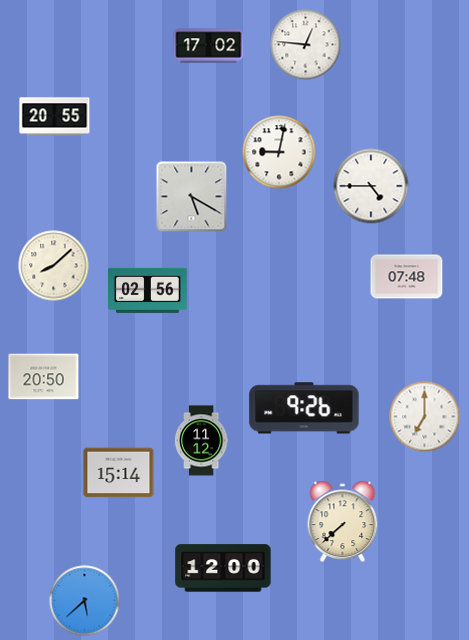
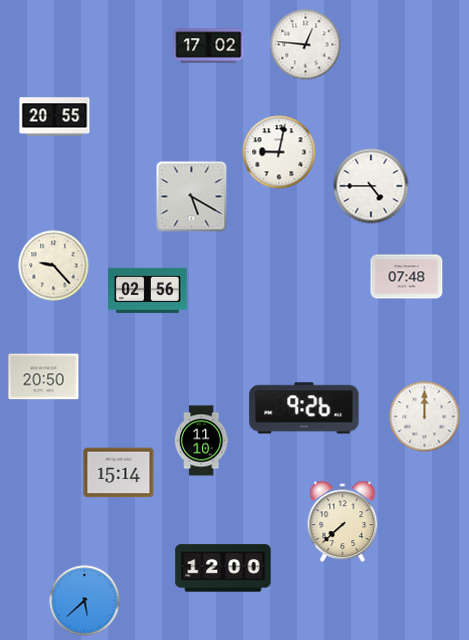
clock at (54, 266): 8:08 -> 9:23
clock at (425, 417): 7:00 -> 12:00
clock at (201, 441): 11:12 -> 11:10
